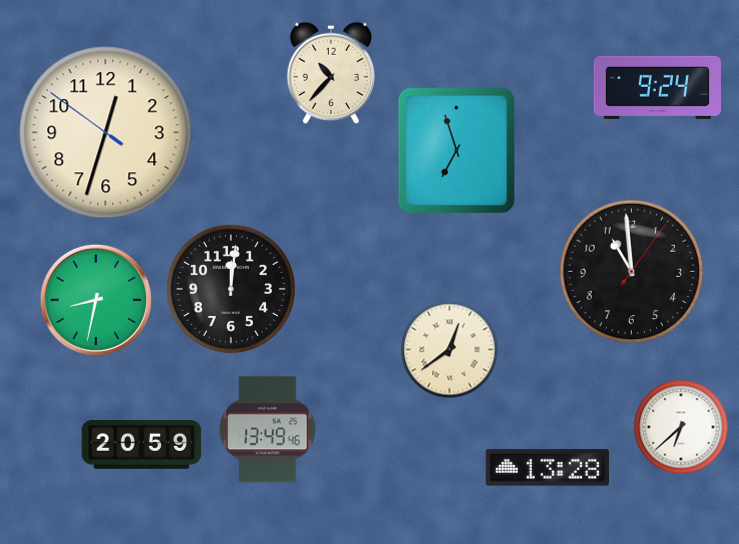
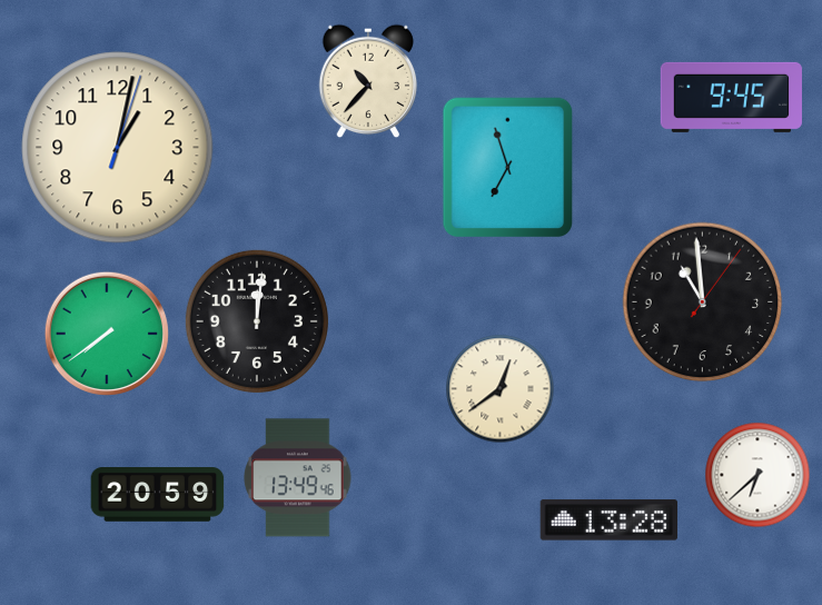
clock at (657, 87): 9:24 -> 9:45
clock at (106, 133): 12:32 -> 1:02
clock at (96, 300): 8:32 -> 7:39
